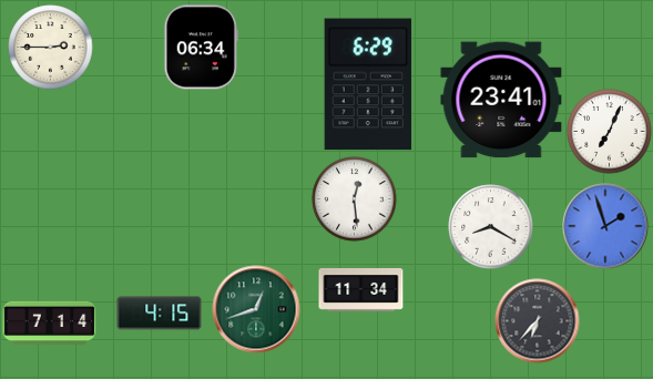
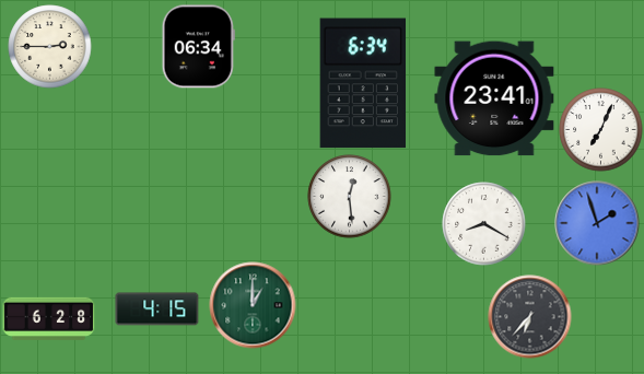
clock at (367, 84): 6:29 -> 6:34
clock at (361, 289): 11:34 -> none
clock at (256, 309): 12:42 -> 1:00
clock at (50, 322): 7:14 -> 6:28
